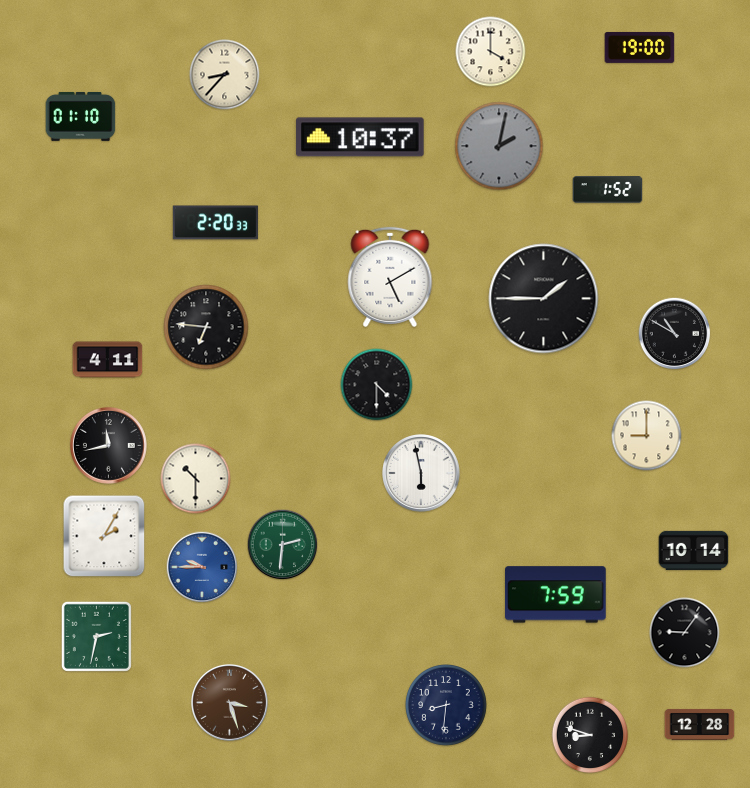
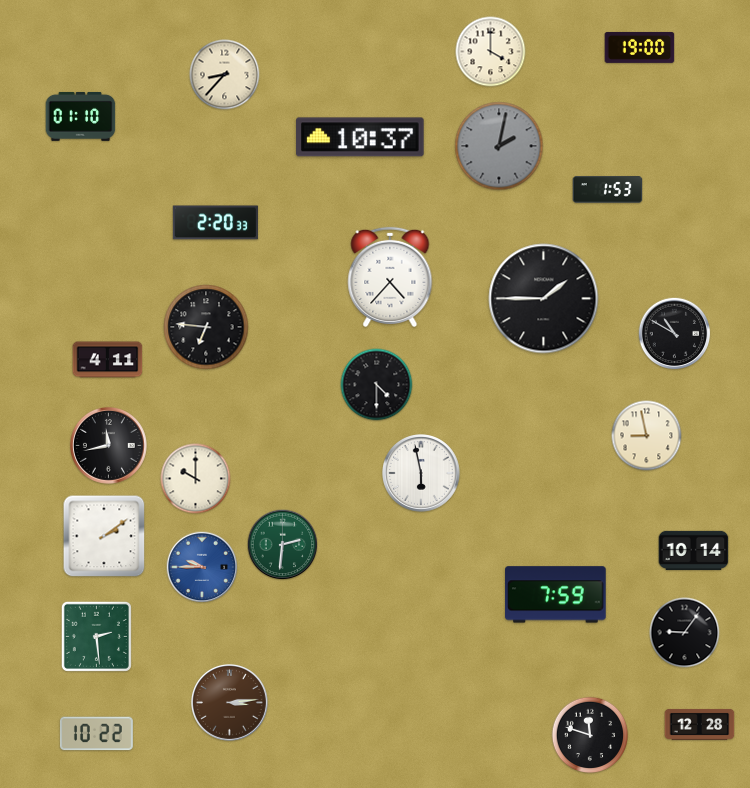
clock at (608, 190): 1:52 -> 1:53
clock at (390, 277): 5:10 -> 4:37
clock at (647, 436): 9:00 -> 8:58
clock at (196, 479): 10:30 -> 10:00
clock at (104, 536): 2:05 -> 2:09
clock at (96, 636): 2:32 -> 2:29
clock at (229, 702): 3:27 -> 3:14
clock at (446, 705): 8:31 -> none
clock at (96, 734): none -> 10:22
clock at (590, 735): 8:48 -> 11:48
